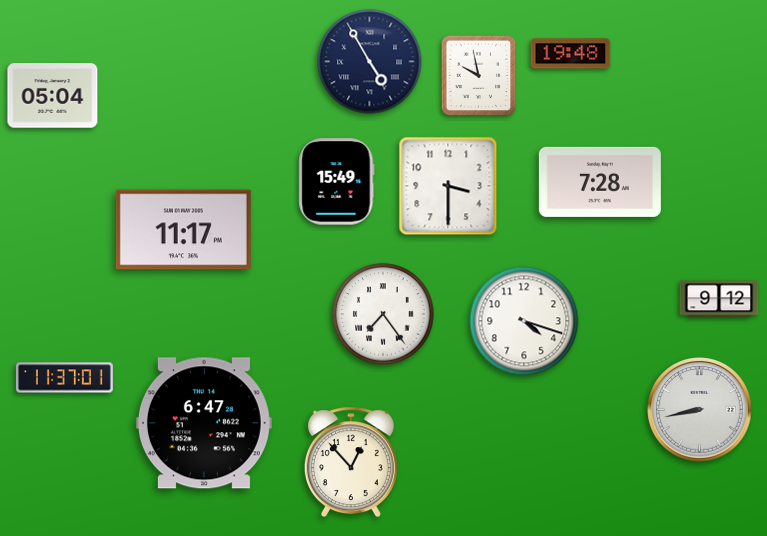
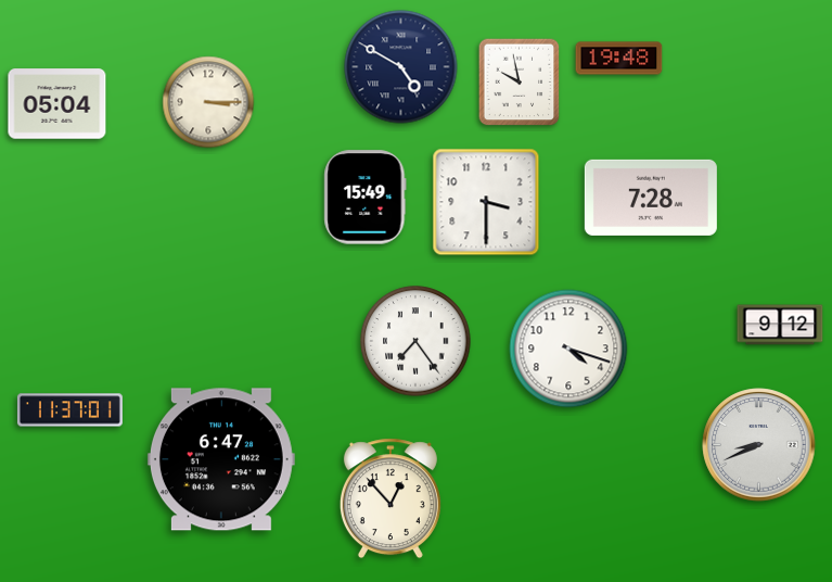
clock at (370, 62): 4:55 -> 4:50
clock at (208, 102): none -> 3:15
clock at (183, 230): 11:17 -> none
clock at (700, 410): 8:43 -> 8:41
clock at (351, 462) position: (351, 462) -> (391, 498)
